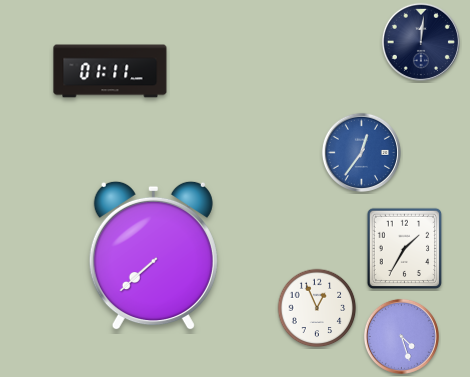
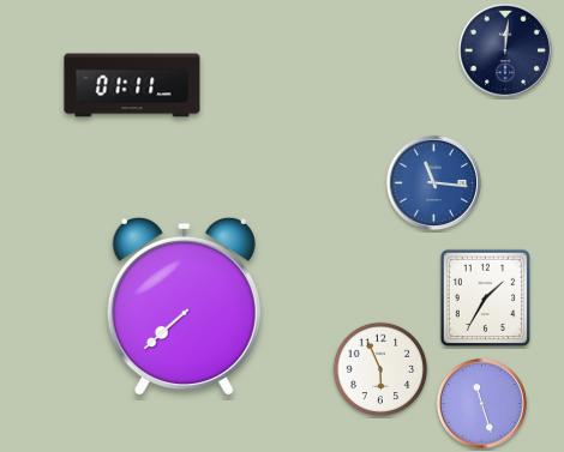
clock at (361, 152): 12:36 -> 11:16
clock at (317, 308): 12:56 -> 5:56
clock at (401, 336): 4:27 -> 11:27
